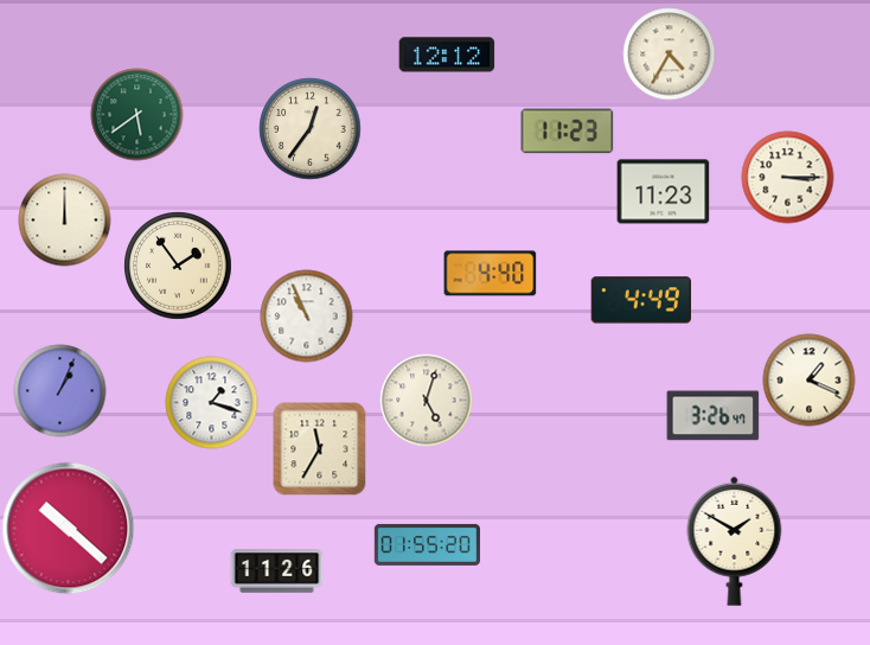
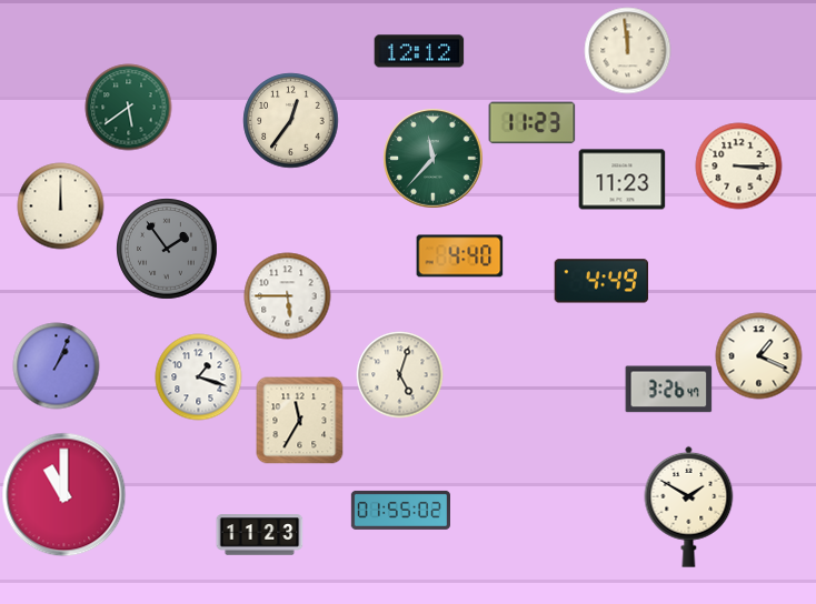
clock at (669, 53): 4:35 -> 11:59
clock at (432, 158): none -> 11:37
clock at (178, 266) dial: cream -> grey
clock at (306, 315): 10:56 -> 5:45
clock at (68, 528): 10:22 -> 11:00
clock at (427, 544): 01:55:20 -> 01:55:02
clock at (276, 571): 11:26 -> 11:23
